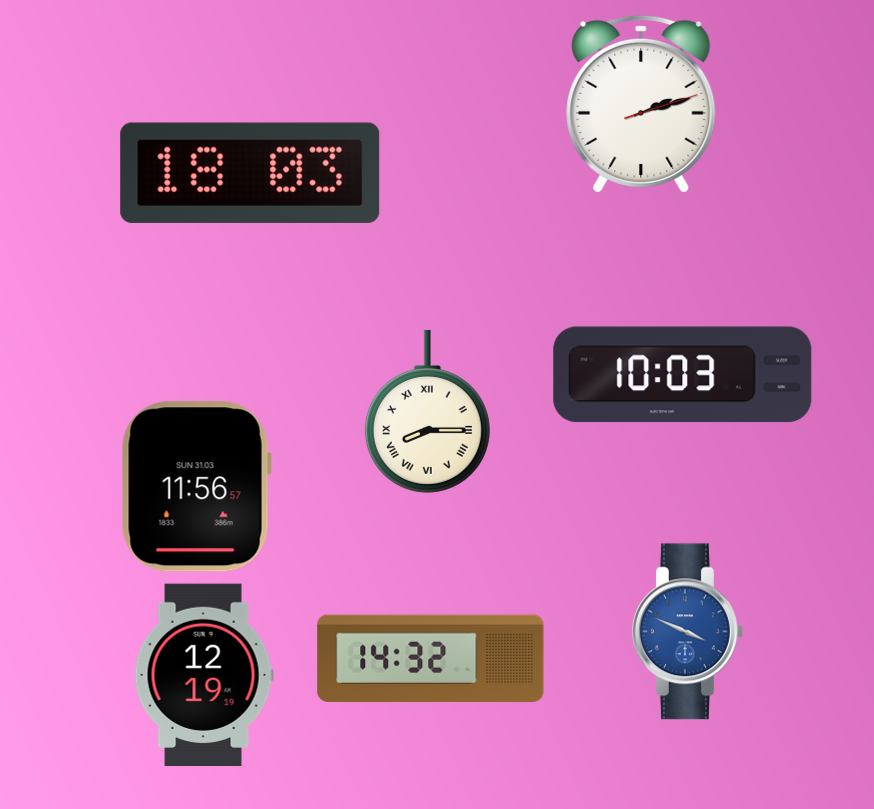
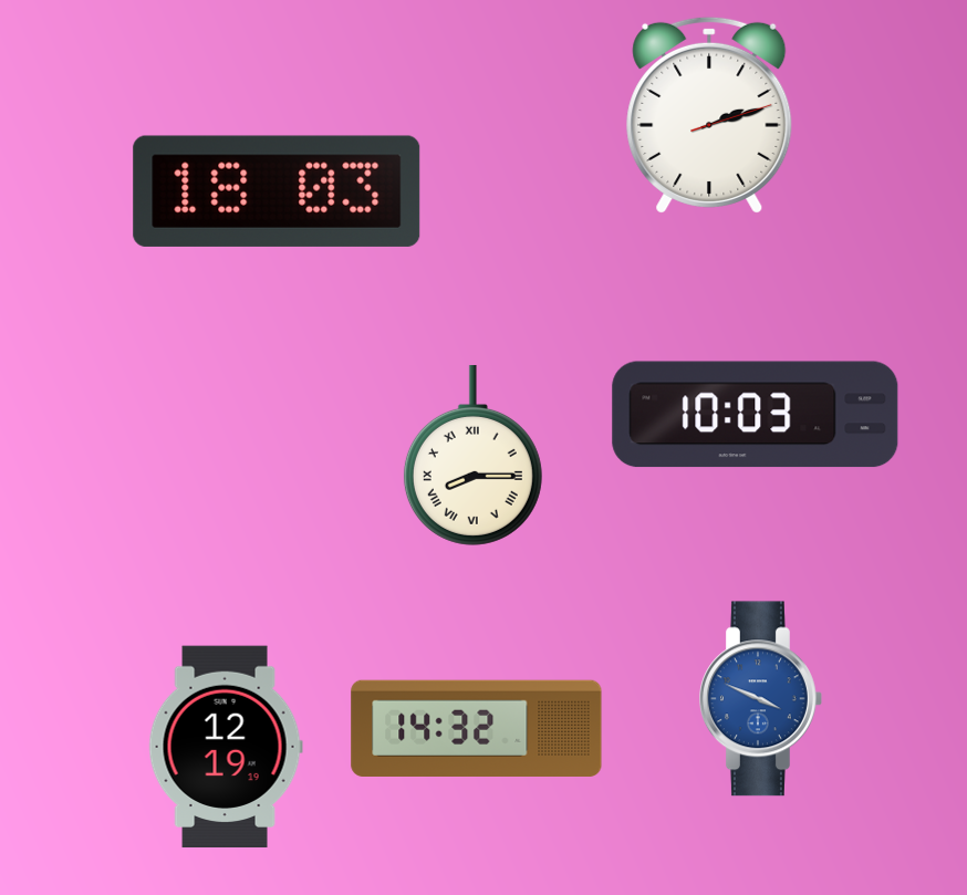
clock at (196, 487): 11:56 -> none
